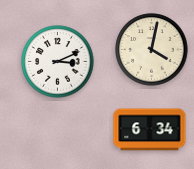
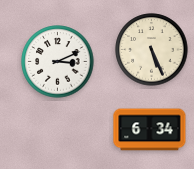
clock at (152, 50): 4:02 -> 5:26
